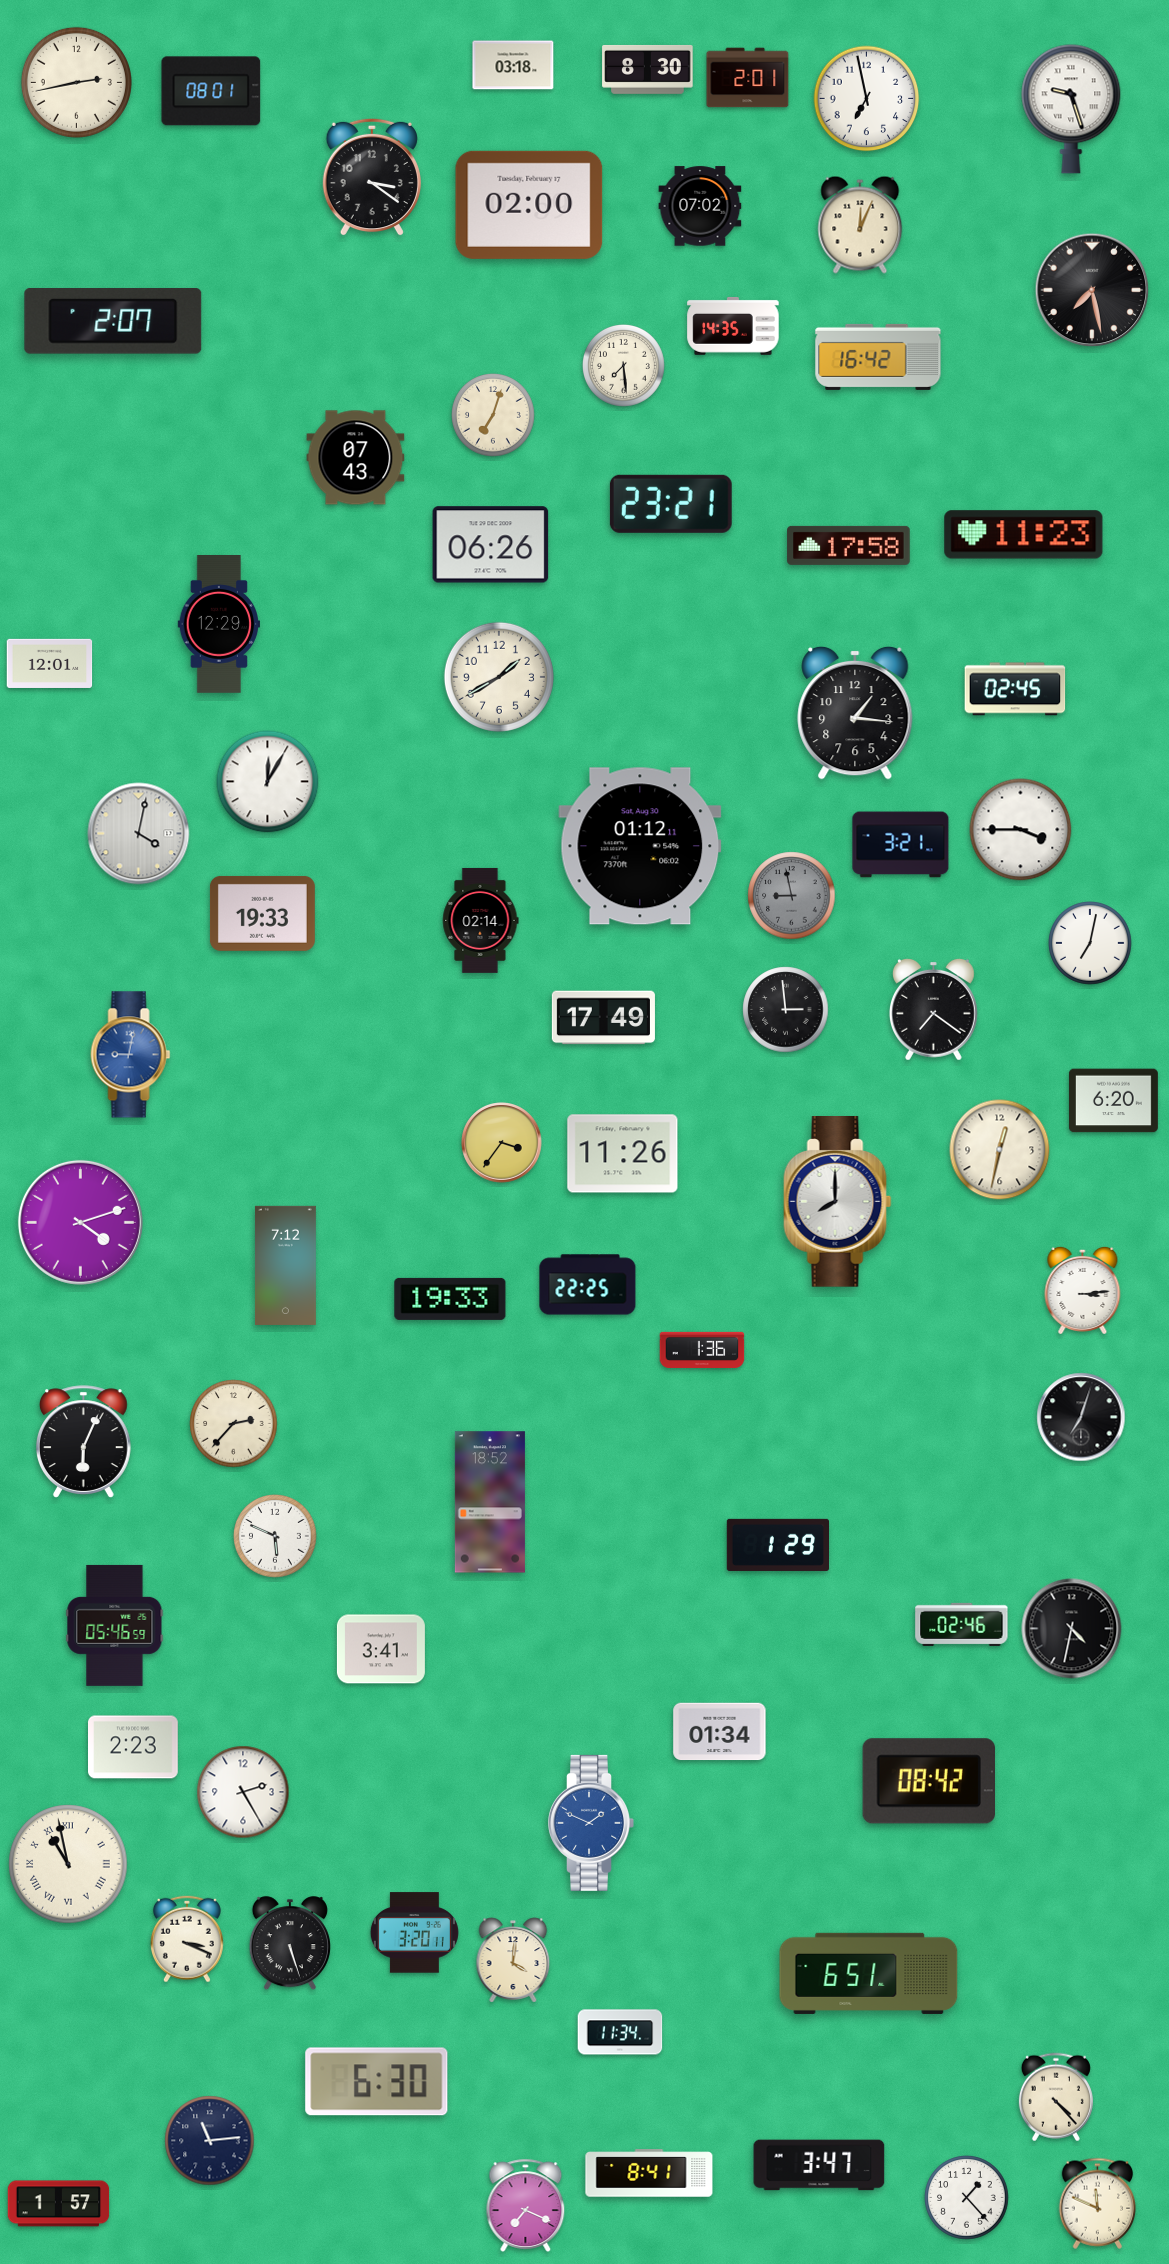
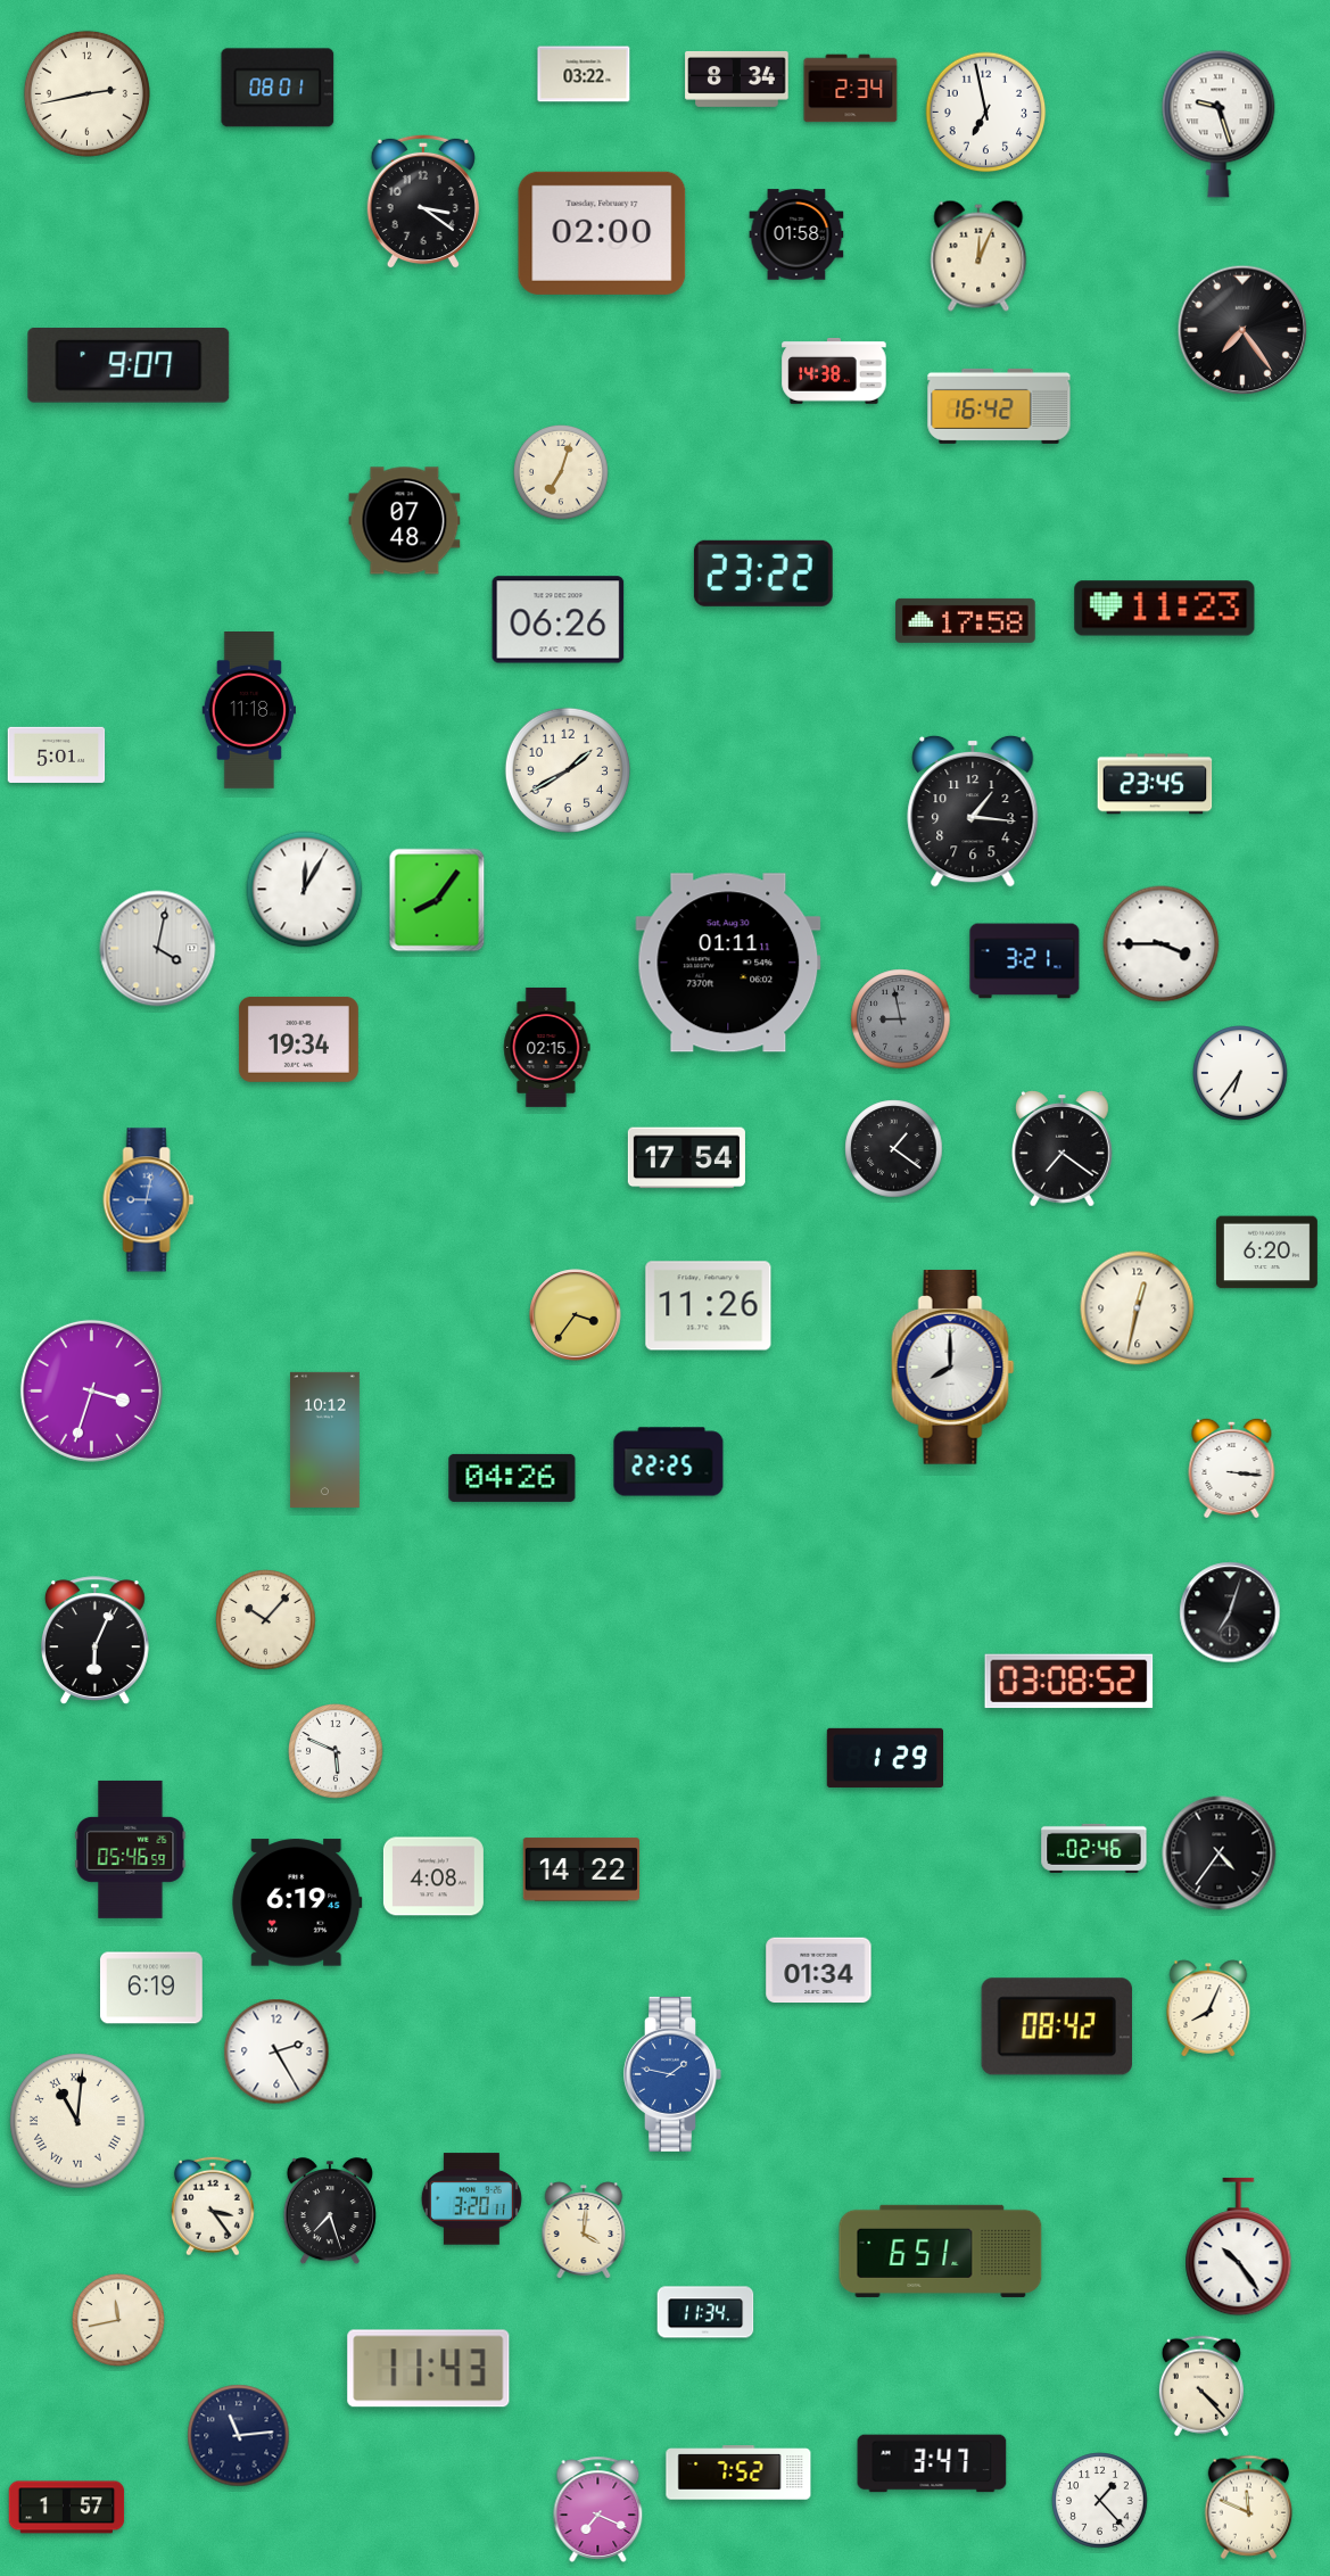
clock at (513, 65): 03:18 -> 03:22
clock at (648, 69): 8:30 -> 8:34
clock at (748, 78): 2:01 -> 2:34
clock at (211, 91) position: (211, 91) -> (278, 88)
clock at (700, 206): 07:02 -> 01:58
clock at (1092, 290): 7:28 -> 7:24
clock at (113, 322): 2:07 -> 9:07
clock at (733, 326): 14:35 -> 14:38
clock at (624, 366): 7:29 -> none
clock at (356, 458): 07:43 -> 07:48
clock at (671, 504): 23:21 -> 23:22
clock at (218, 625): 12:29 -> 11:18
clock at (50, 663): 12:01 -> 5:01
clock at (1015, 689): 02:45 -> 23:45
clock at (437, 900): none -> 8:06
clock at (640, 846): 01:12 -> 01:11
clock at (262, 913): 19:33 -> 19:34
clock at (480, 920): 02:14 -> 02:15
clock at (1091, 944): 7:02 -> 6:36
clock at (786, 1010): 2:59 -> 1:21
clock at (603, 1018): 17:49 -> 17:54
clock at (502, 1143) position: (502, 1143) -> (576, 1315)
clock at (623, 1154) position: (623, 1154) -> (709, 1306)
clock at (80, 1222): 4:12 -> 3:33
clock at (285, 1265): 7:12 -> 10:12
clock at (1083, 1290): 3:14 -> 3:16
clock at (450, 1299): 19:33 -> 04:26
clock at (702, 1349): 1:36 -> none
clock at (234, 1424): 2:37 -> 10:07
clock at (1069, 1682): none -> 03:08
clock at (490, 1502): 18:52 -> none
clock at (276, 1537) position: (276, 1537) -> (337, 1752)
clock at (1072, 1629): 4:32 -> 4:36
clock at (580, 1869): none -> 14:22
clock at (381, 1649): 3:41 -> 4:08
clock at (297, 1902): none -> 6:19
clock at (133, 1747): 2:23 -> 6:19
clock at (1208, 2008): none -> 8:04
clock at (243, 1792) position: (243, 1792) -> (276, 2051)
clock at (591, 1823): 1:49 -> 1:47
clock at (68, 1864): 10:58 -> 11:01
clock at (187, 1939): 3:19 -> 3:24
clock at (290, 1944): 5:27 -> 7:27
clock at (869, 1973) position: (869, 1973) -> (941, 2251)
clock at (1239, 2247): none -> 10:24
clock at (118, 2320): none -> 11:43
clock at (377, 2082): 6:30 -> 11:43
clock at (649, 2173): 8:41 -> 7:52
